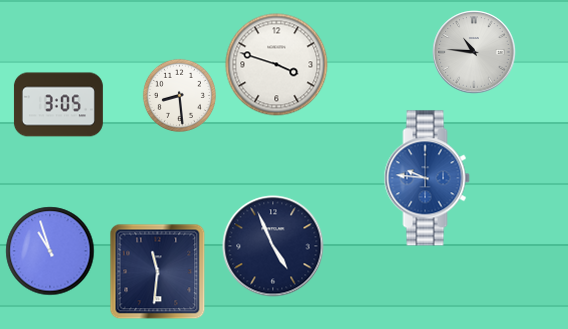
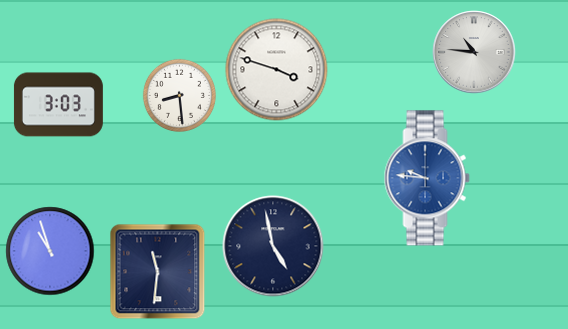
clock at (277, 65) position: (277, 65) -> (277, 70)
clock at (58, 105): 3:05 -> 3:03
clock at (273, 246): 4:56 -> 4:58
